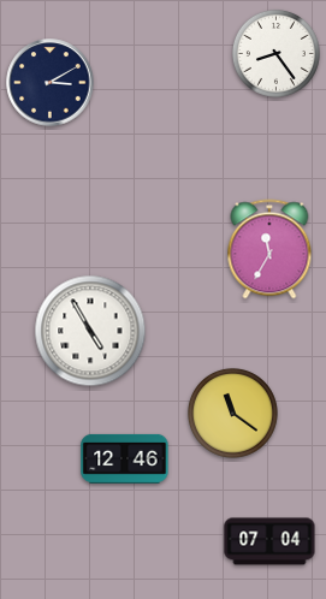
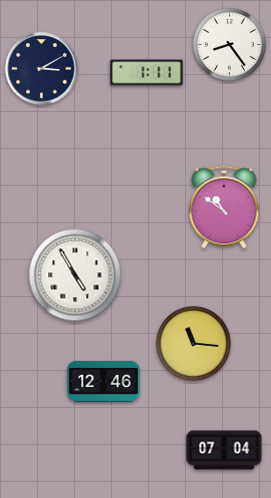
clock at (147, 73): none -> 1:11
clock at (269, 249): 11:35 -> 10:51
clock at (233, 414): 11:21 -> 11:16
